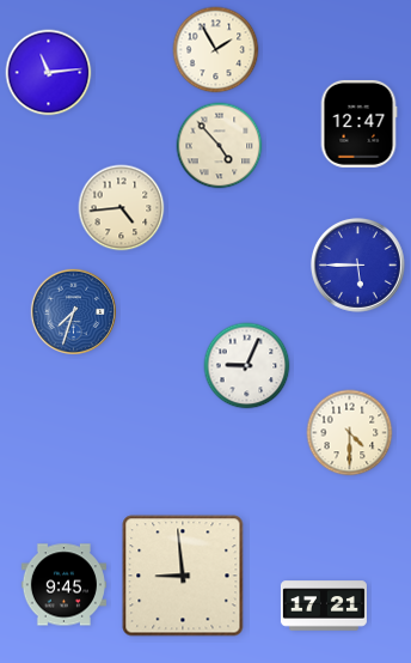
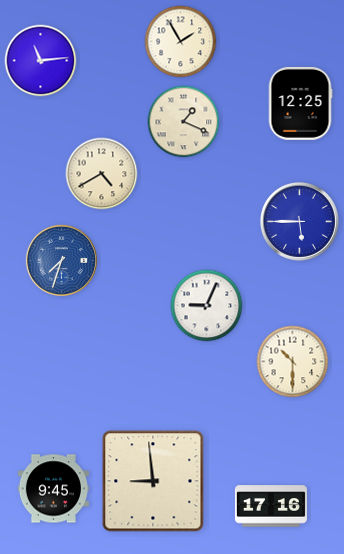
clock at (358, 123): 12:47 -> 12:25
clock at (220, 146): 4:53 -> 1:19
clock at (122, 208): 4:44 -> 4:40
clock at (350, 433): 4:30 -> 10:30
clock at (324, 606): 17:21 -> 17:16
